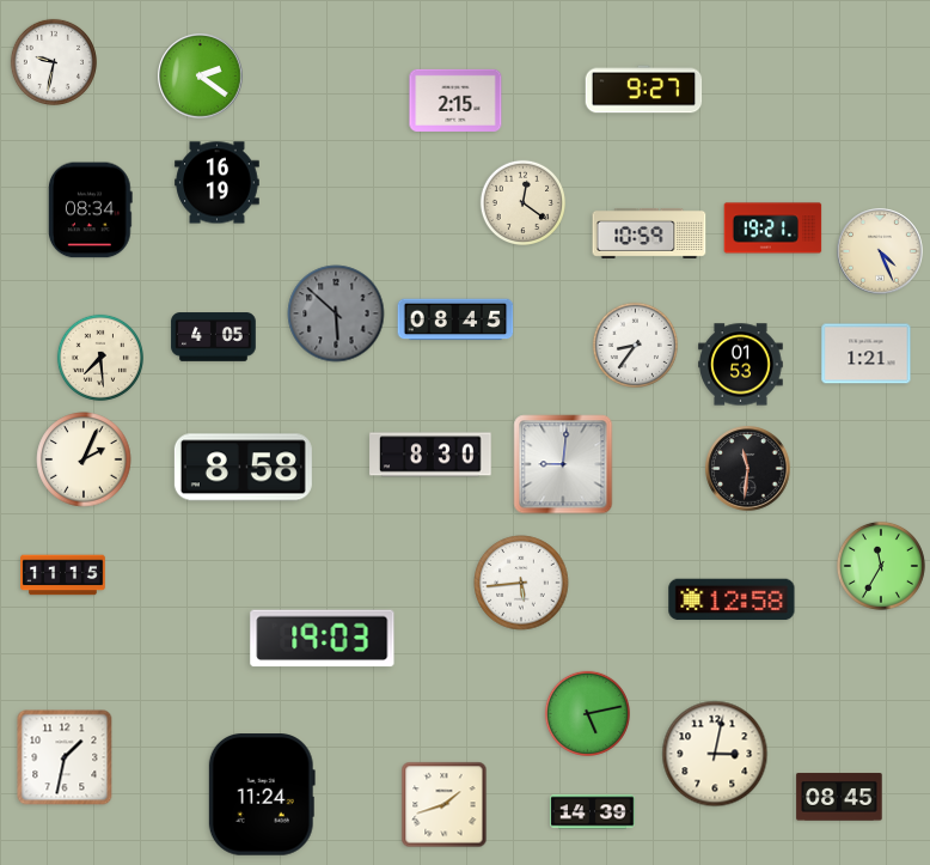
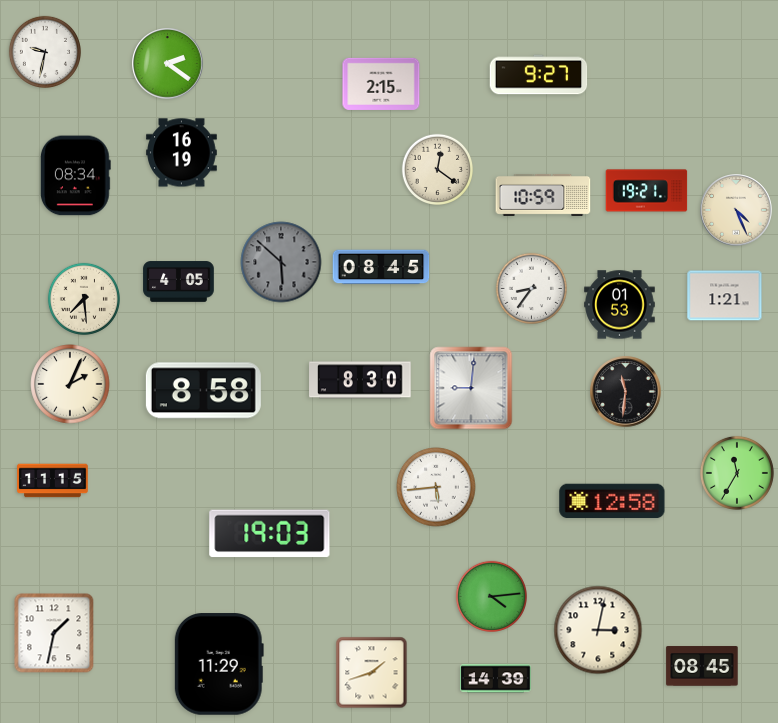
clock at (587, 713): 5:13 -> 4:14
clock at (262, 794): 11:24 -> 11:29
